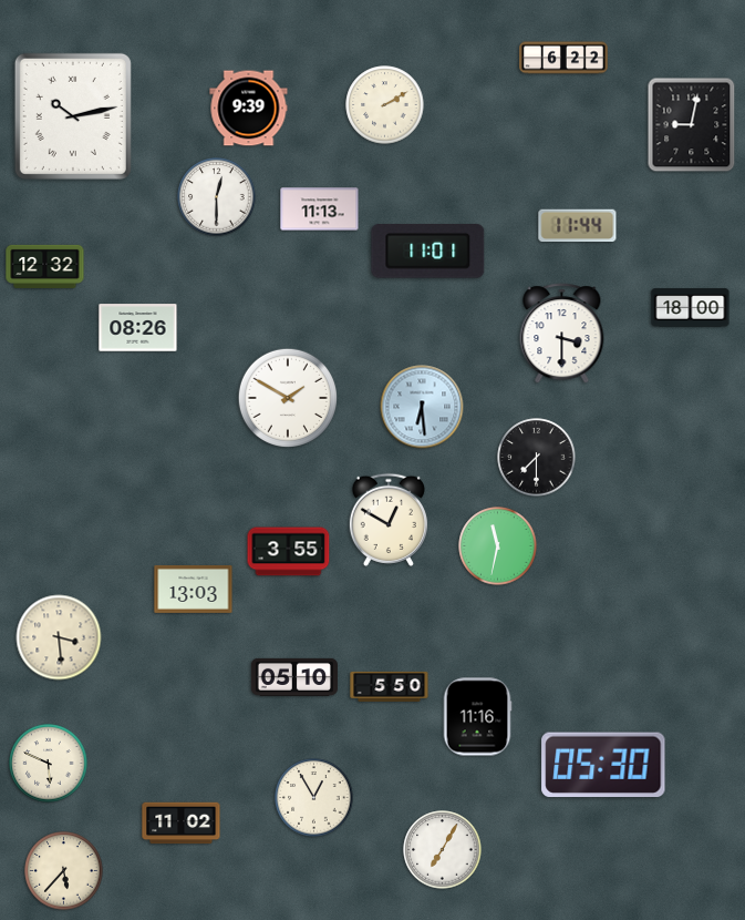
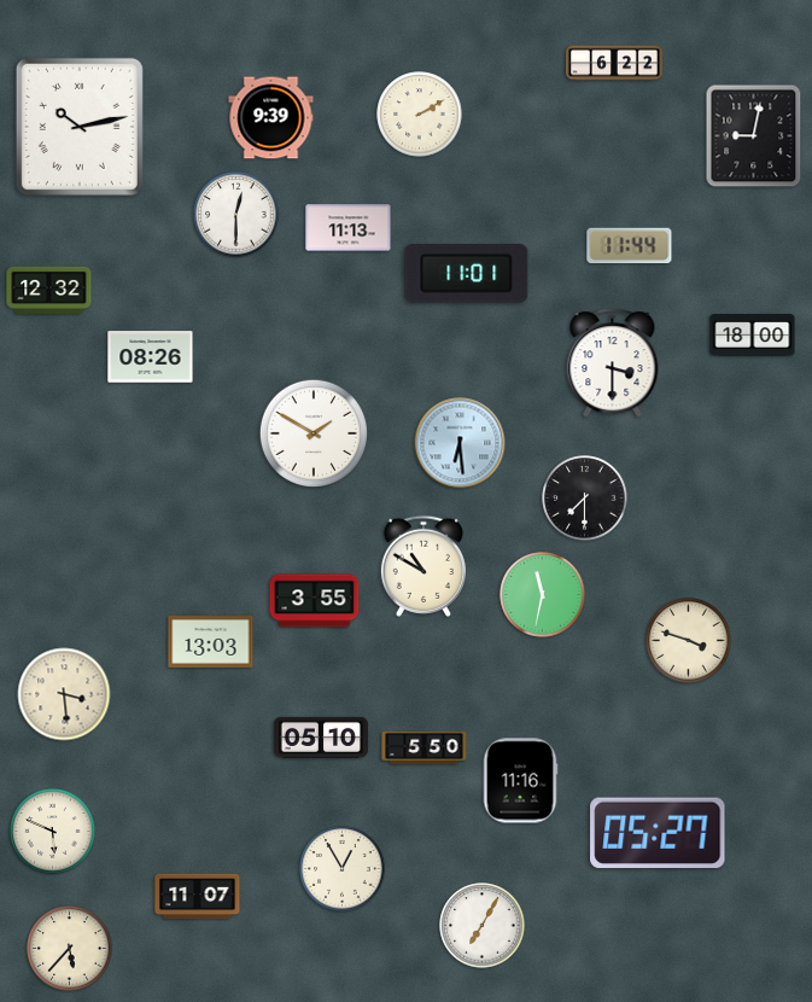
clock at (389, 520): 12:50 -> 10:50
clock at (689, 641): none -> 3:48
clock at (603, 765): 05:30 -> 05:27
clock at (182, 824): 11:02 -> 11:07
